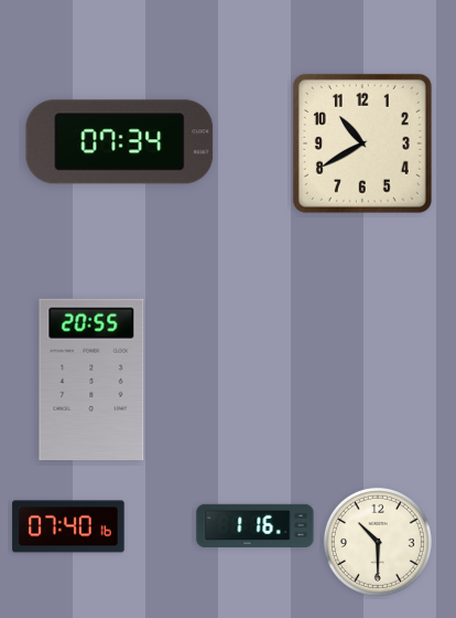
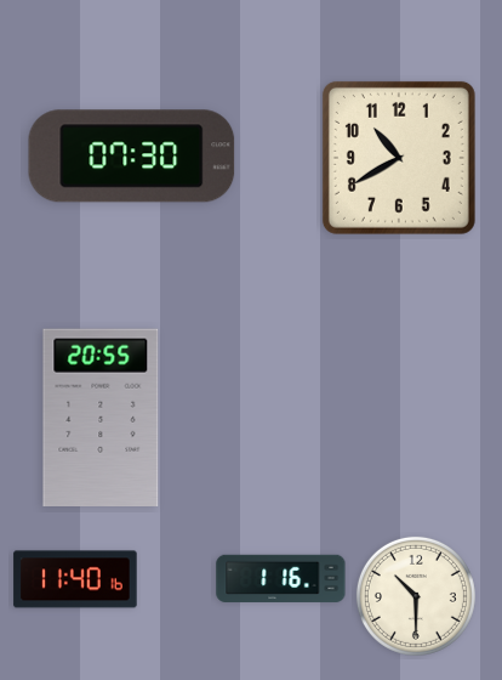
clock at (120, 142): 07:34 -> 07:30
clock at (68, 526): 07:40 -> 11:40
